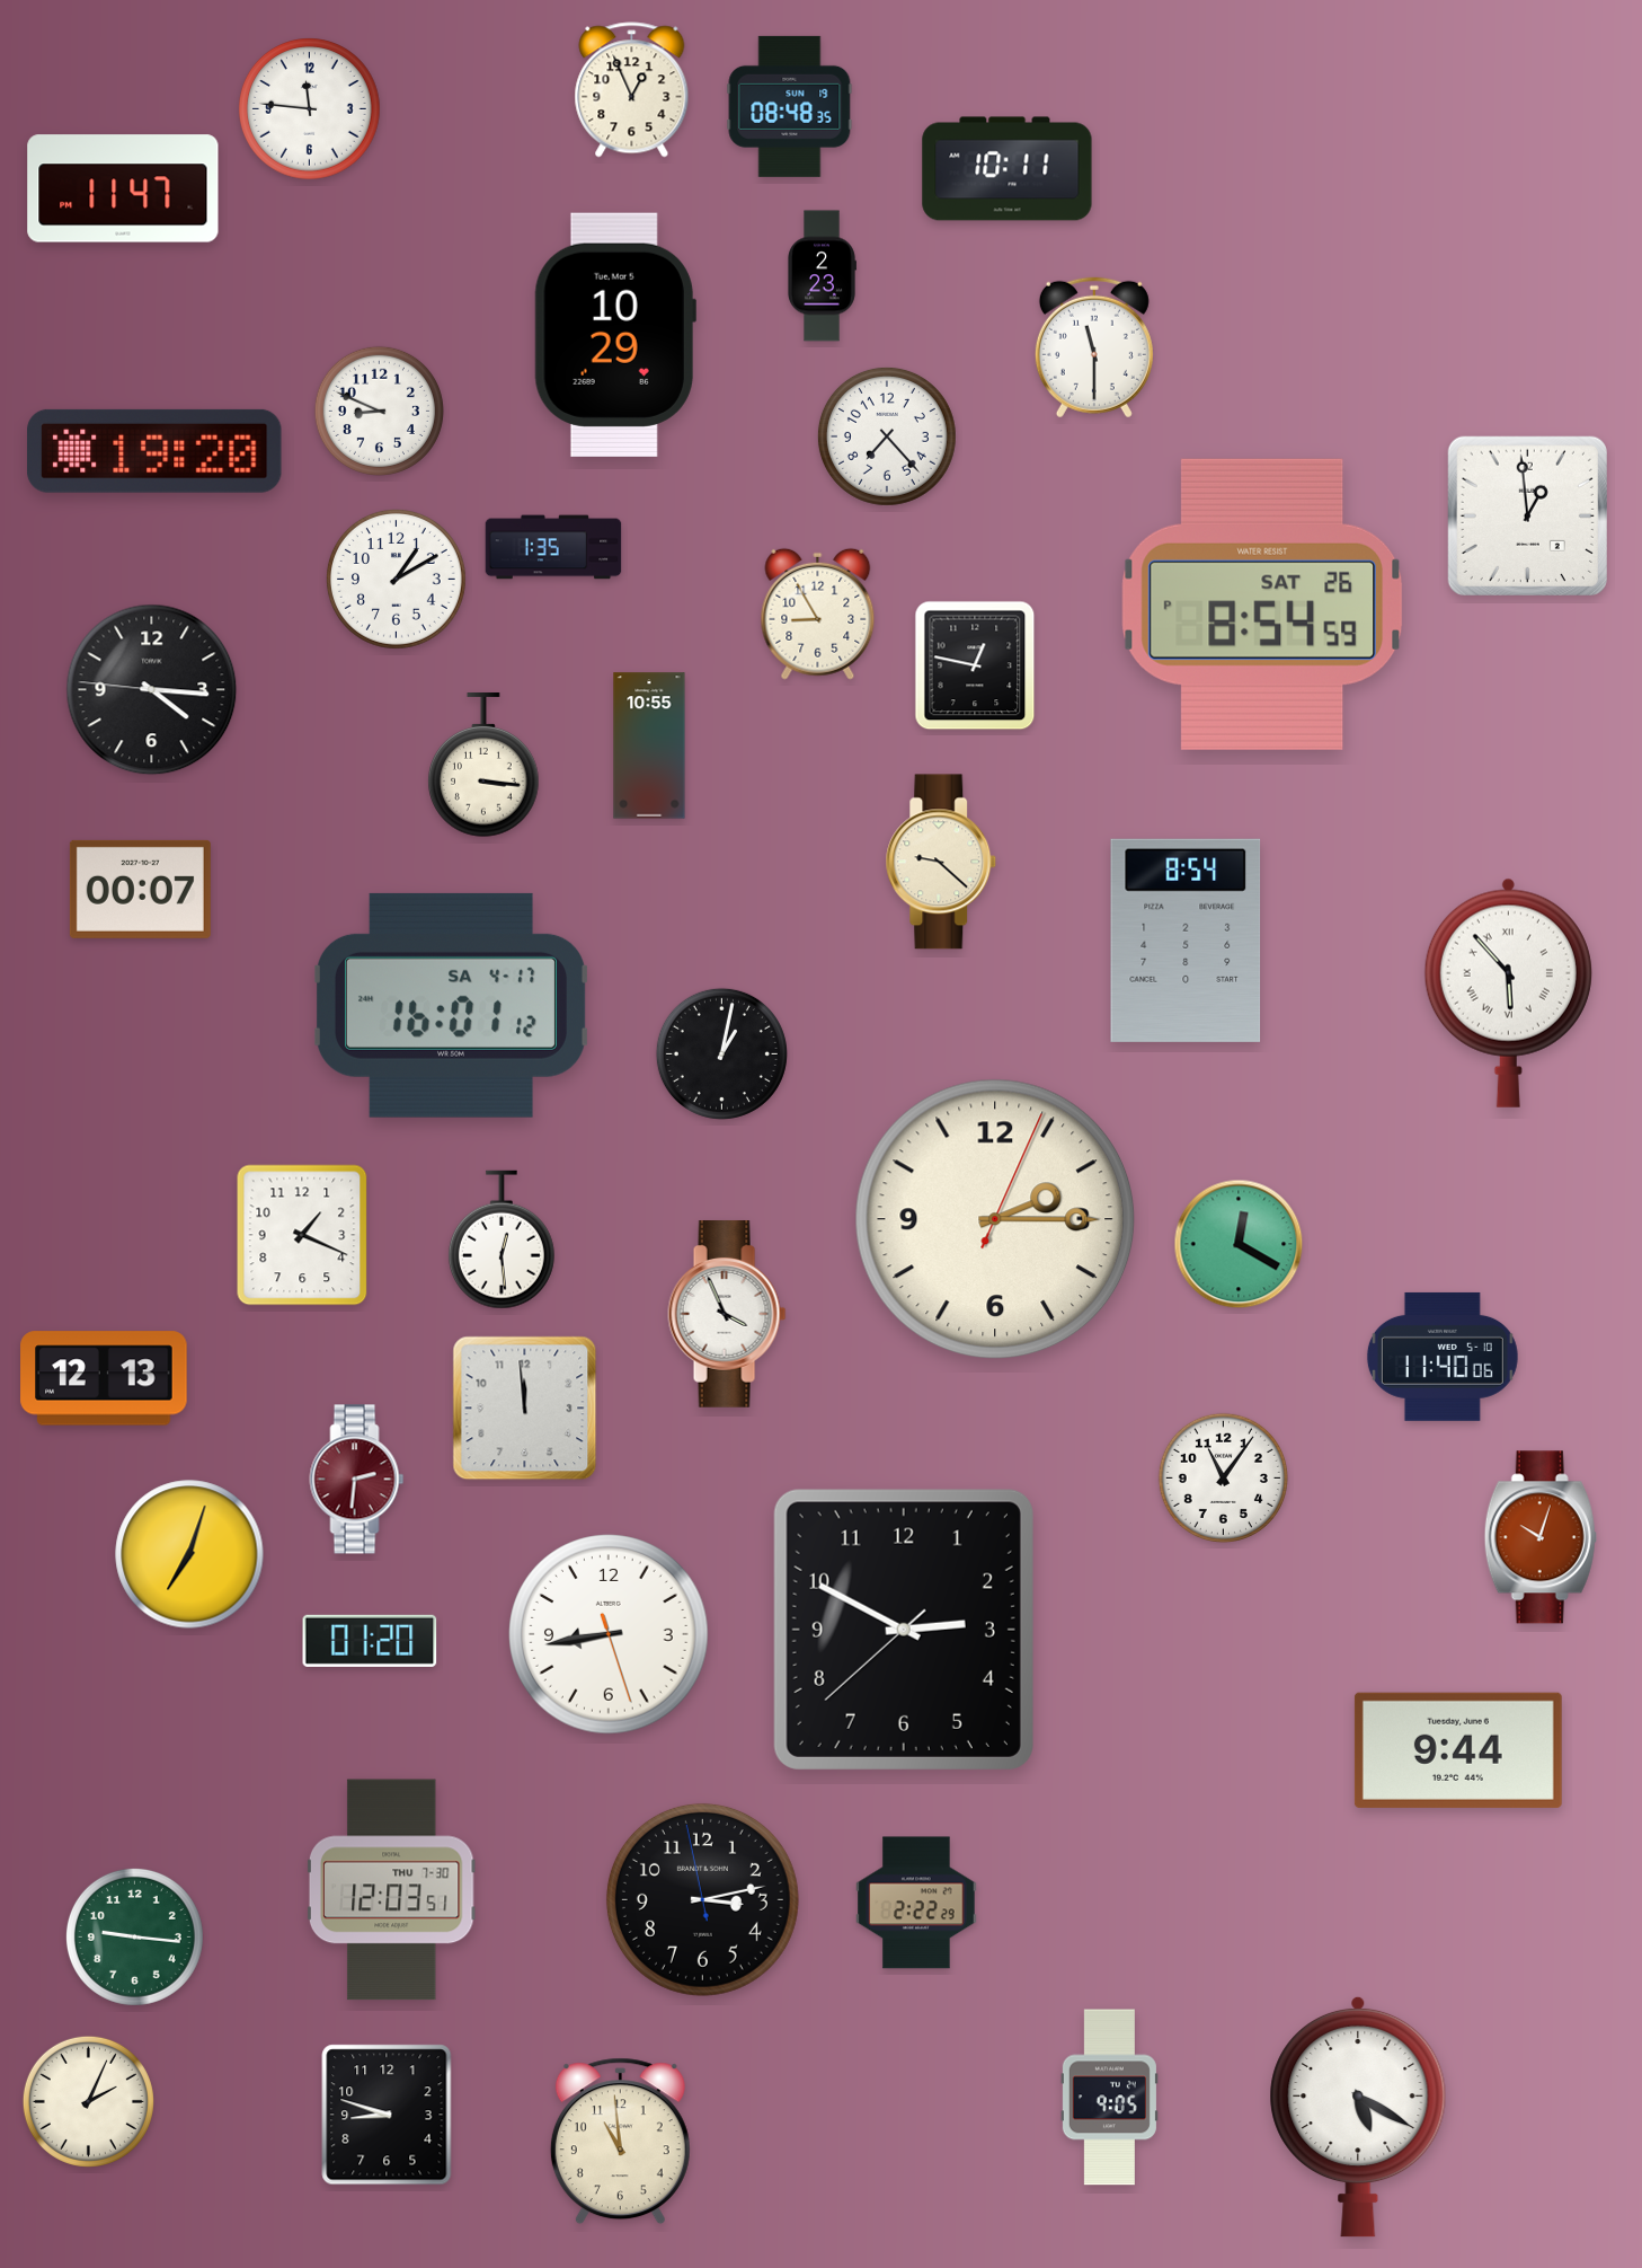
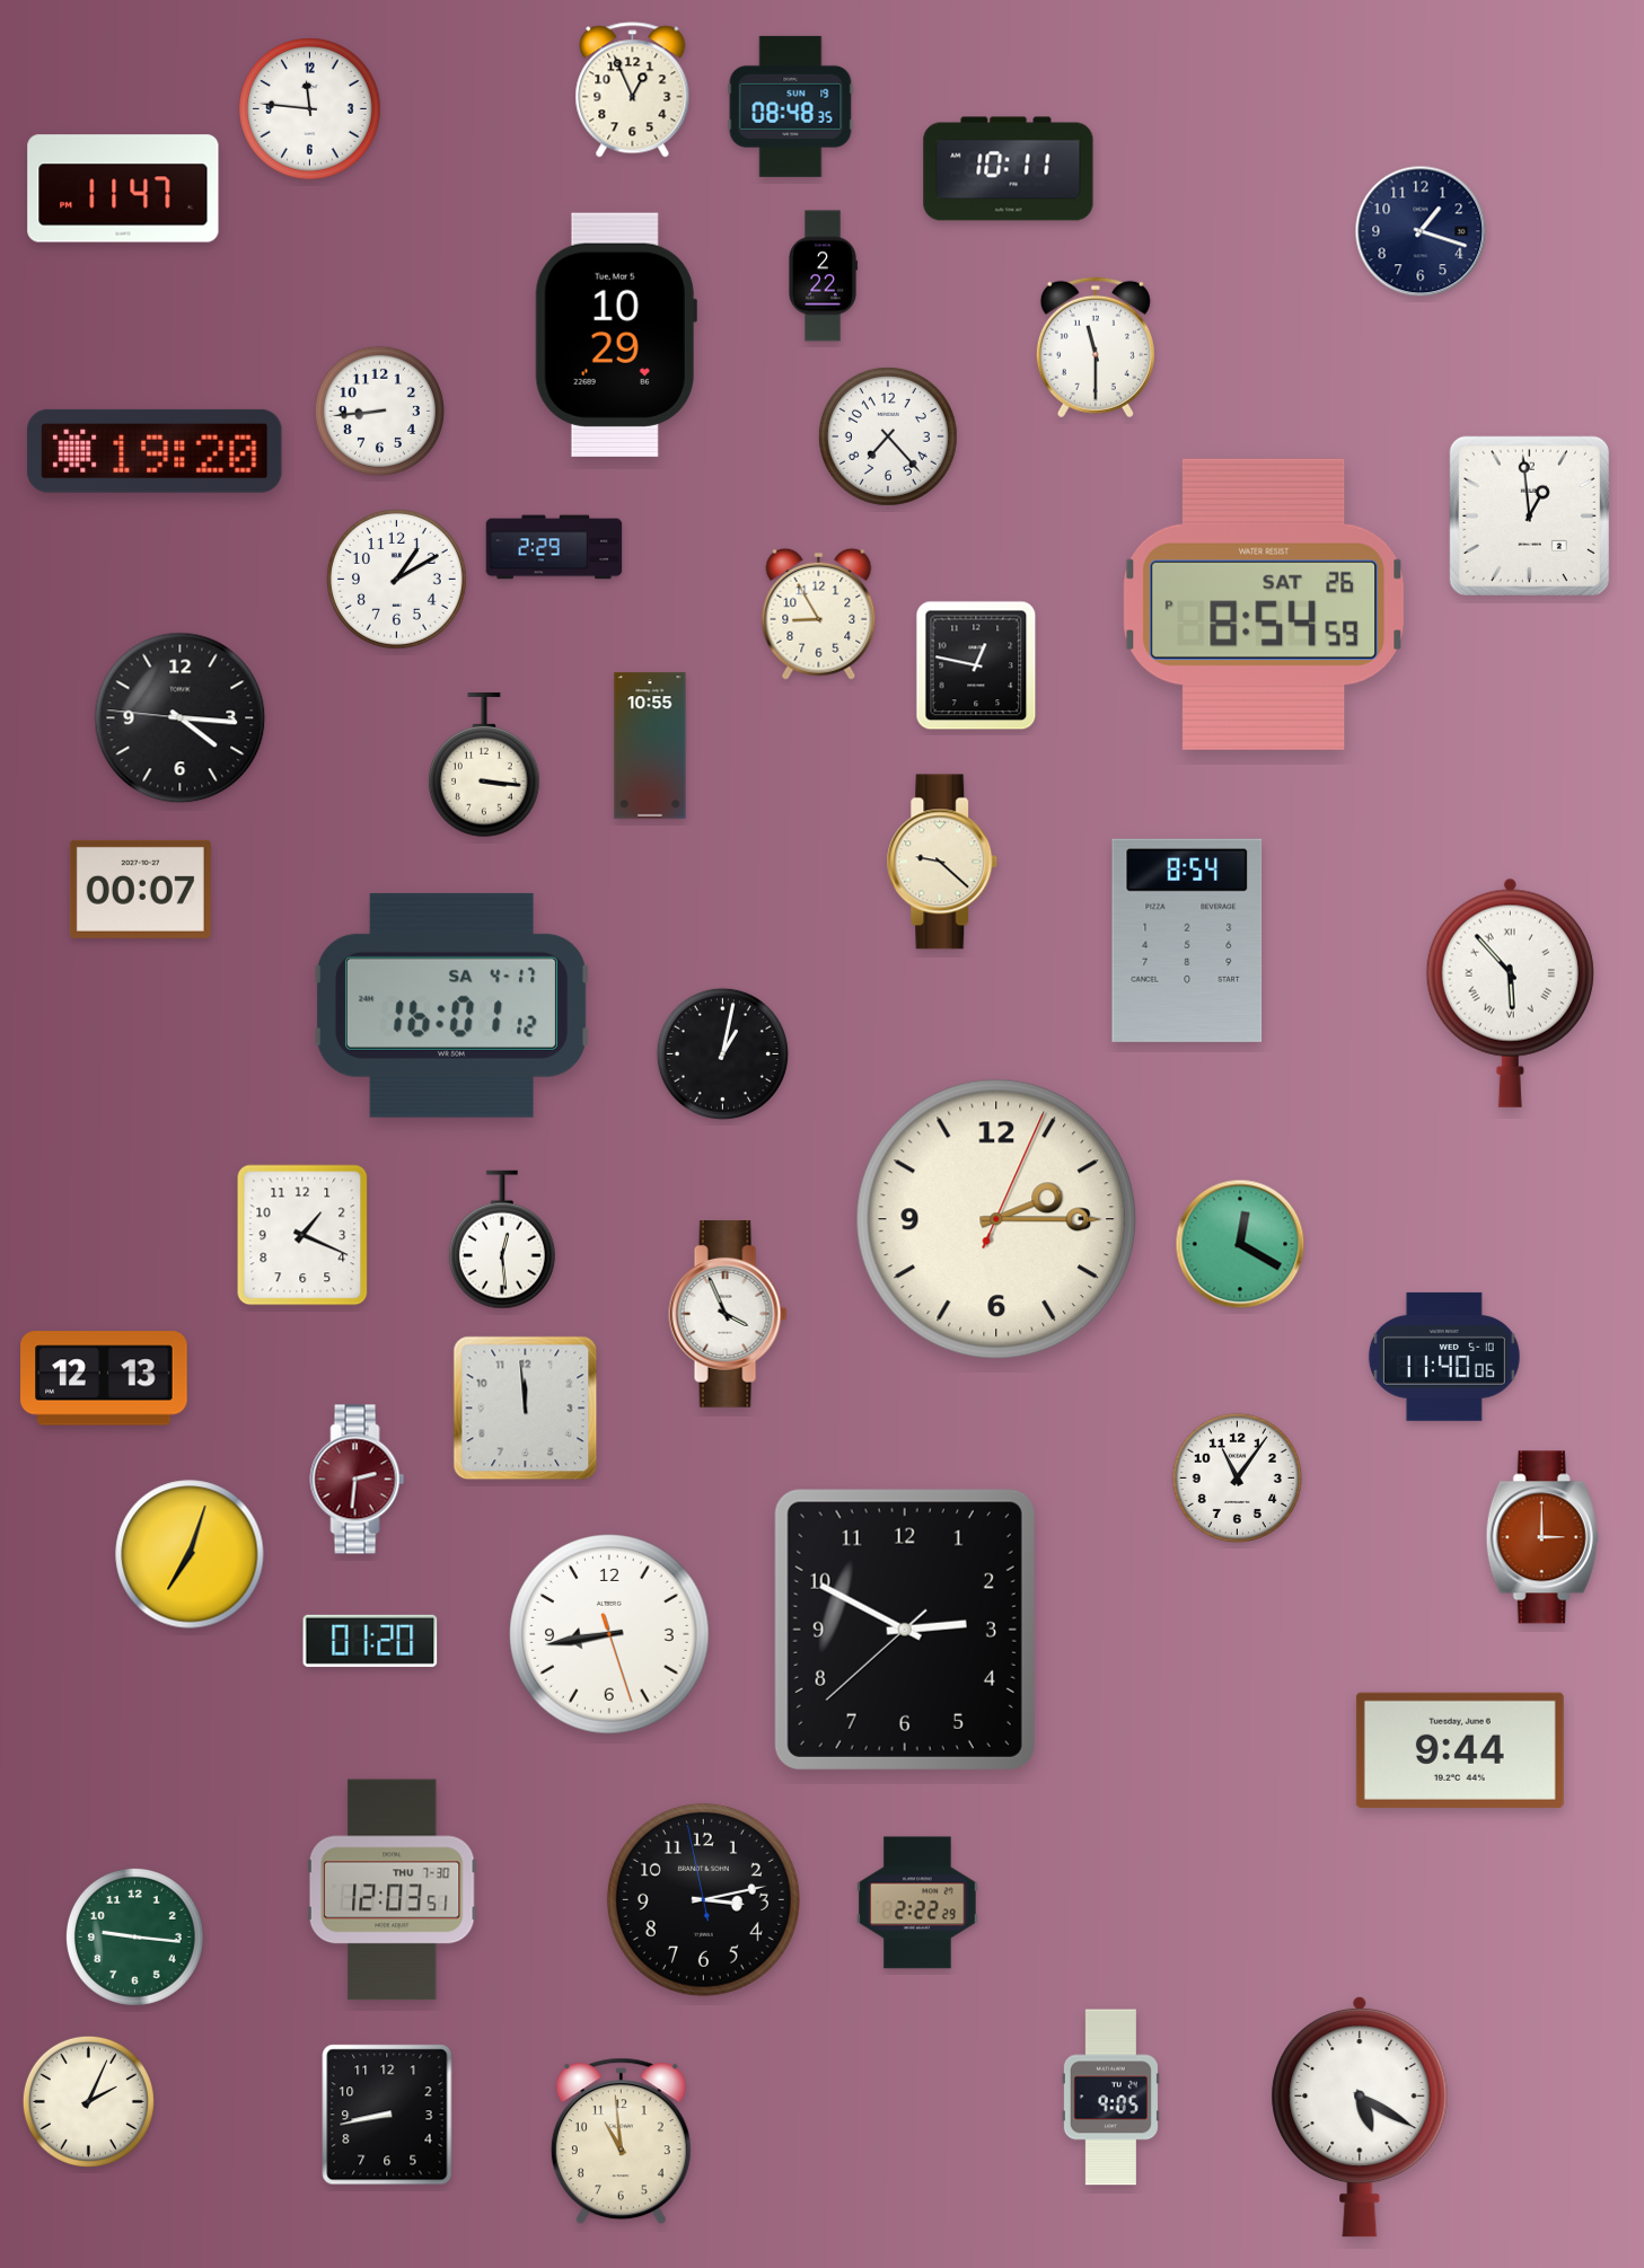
clock at (1421, 231): none -> 1:18
clock at (823, 276): 2:23 -> 2:22
clock at (379, 411): 8:49 -> 8:44
clock at (553, 547): 1:35 -> 2:29
clock at (152, 690) position: (152, 690) -> (181, 718)
clock at (1223, 1477) position: (1223, 1477) -> (1237, 1477)
clock at (1541, 1537): 10:03 -> 3:00
clock at (387, 2115): 8:48 -> 8:43
